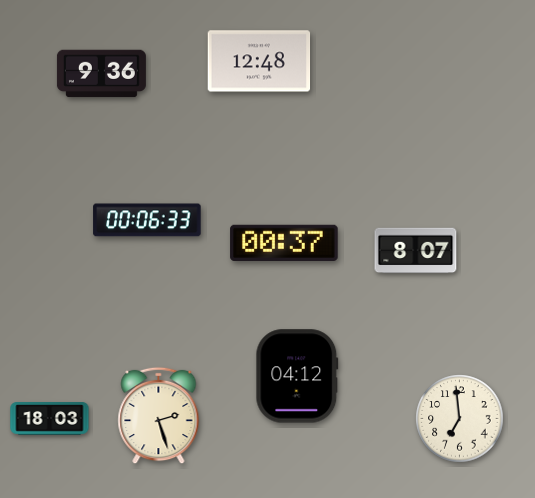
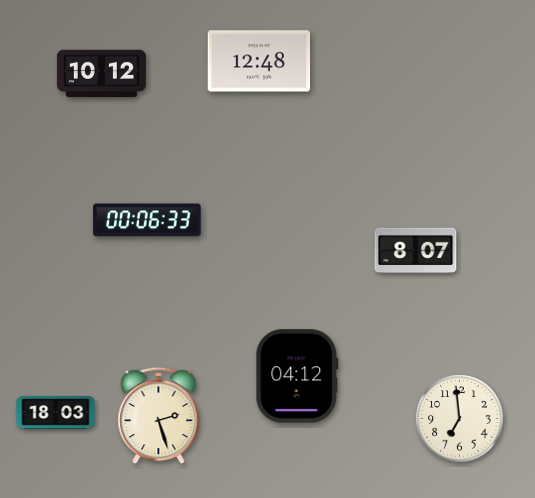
clock at (101, 74): 9:36 -> 10:12
clock at (284, 243): 00:37 -> none
clock at (50, 419) position: (50, 419) -> (56, 413)
